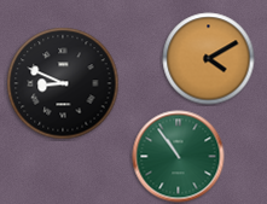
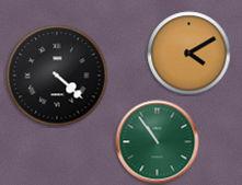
clock at (63, 83): 8:49 -> 4:22
clock at (179, 157) position: (179, 157) -> (158, 142)
